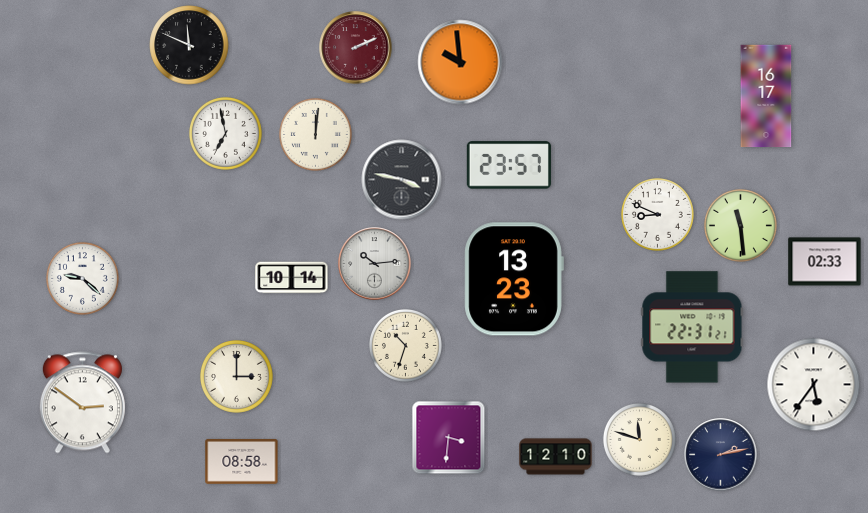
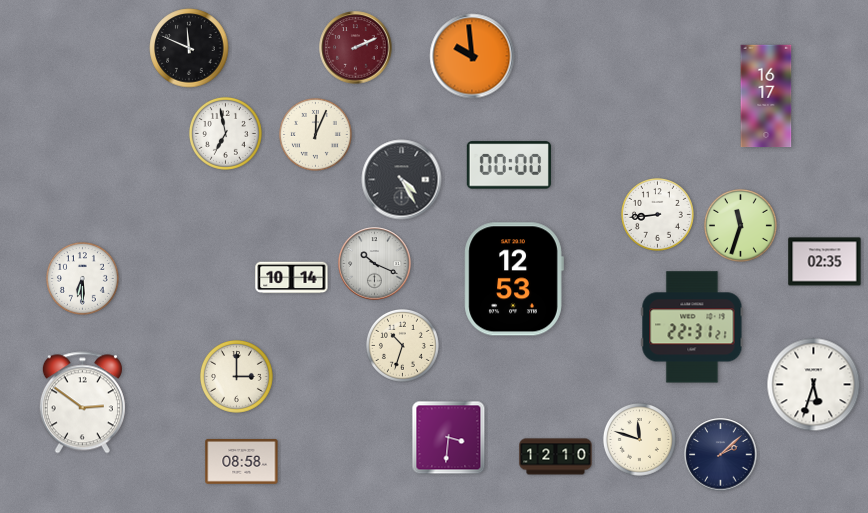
clock at (189, 45) position: (189, 45) -> (189, 48)
clock at (460, 62) position: (460, 62) -> (472, 56)
clock at (315, 134): 12:01 -> 12:04
clock at (509, 165): 23:57 -> 00:00
clock at (402, 180): 3:47 -> 4:25
clock at (657, 214): 8:49 -> 8:44
clock at (740, 225): 11:29 -> 11:33
clock at (825, 262): 02:33 -> 02:35
clock at (375, 264): 10:14 -> 10:19
clock at (82, 278): 9:22 -> 6:30
clock at (514, 279): 13:23 -> 12:53
clock at (405, 345) position: (405, 345) -> (402, 345)
clock at (814, 385): 5:36 -> 5:33
clock at (721, 455): 2:13 -> 2:08
